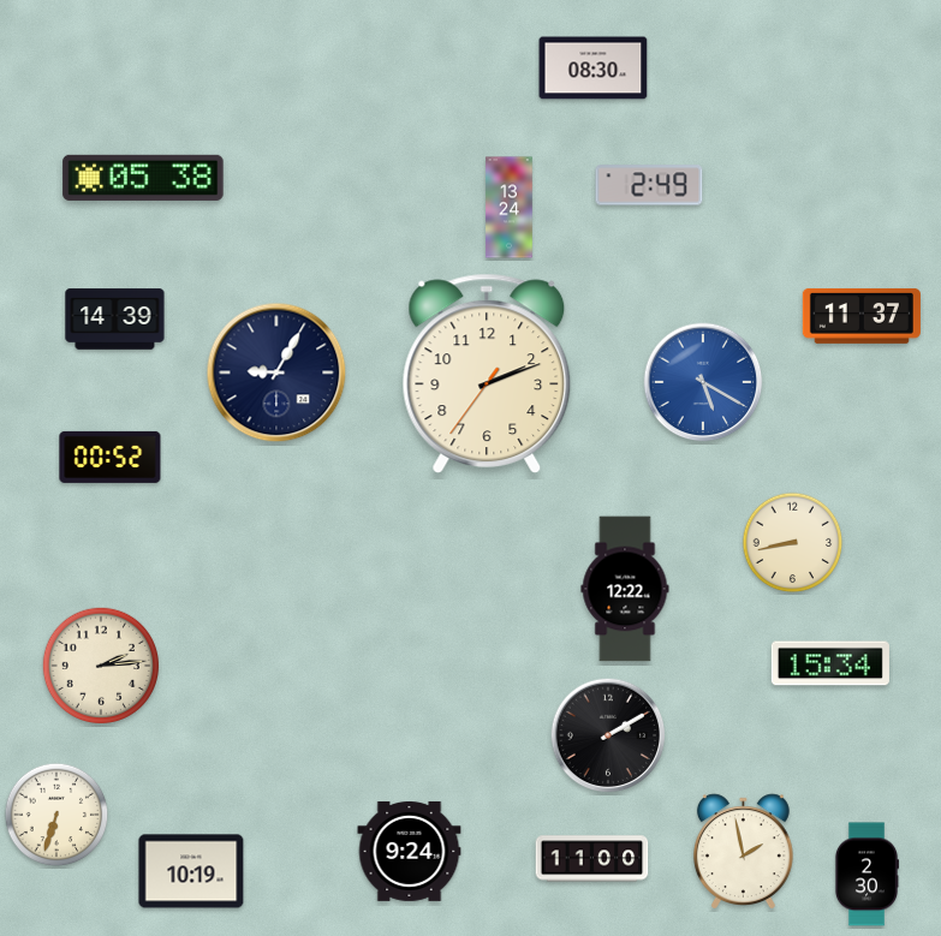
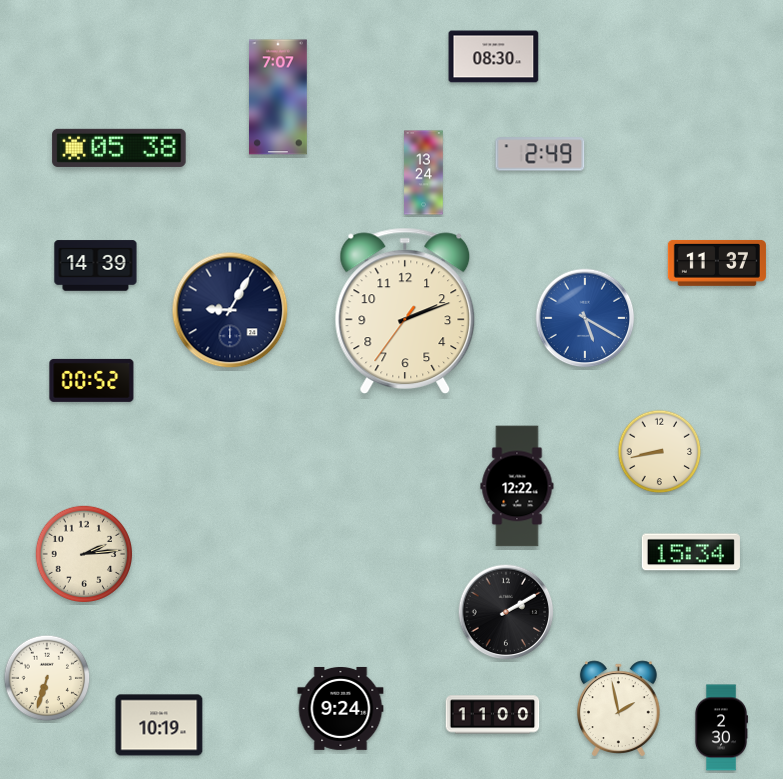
clock at (279, 97): none -> 7:07
clock at (625, 589) position: (625, 589) -> (517, 486)
